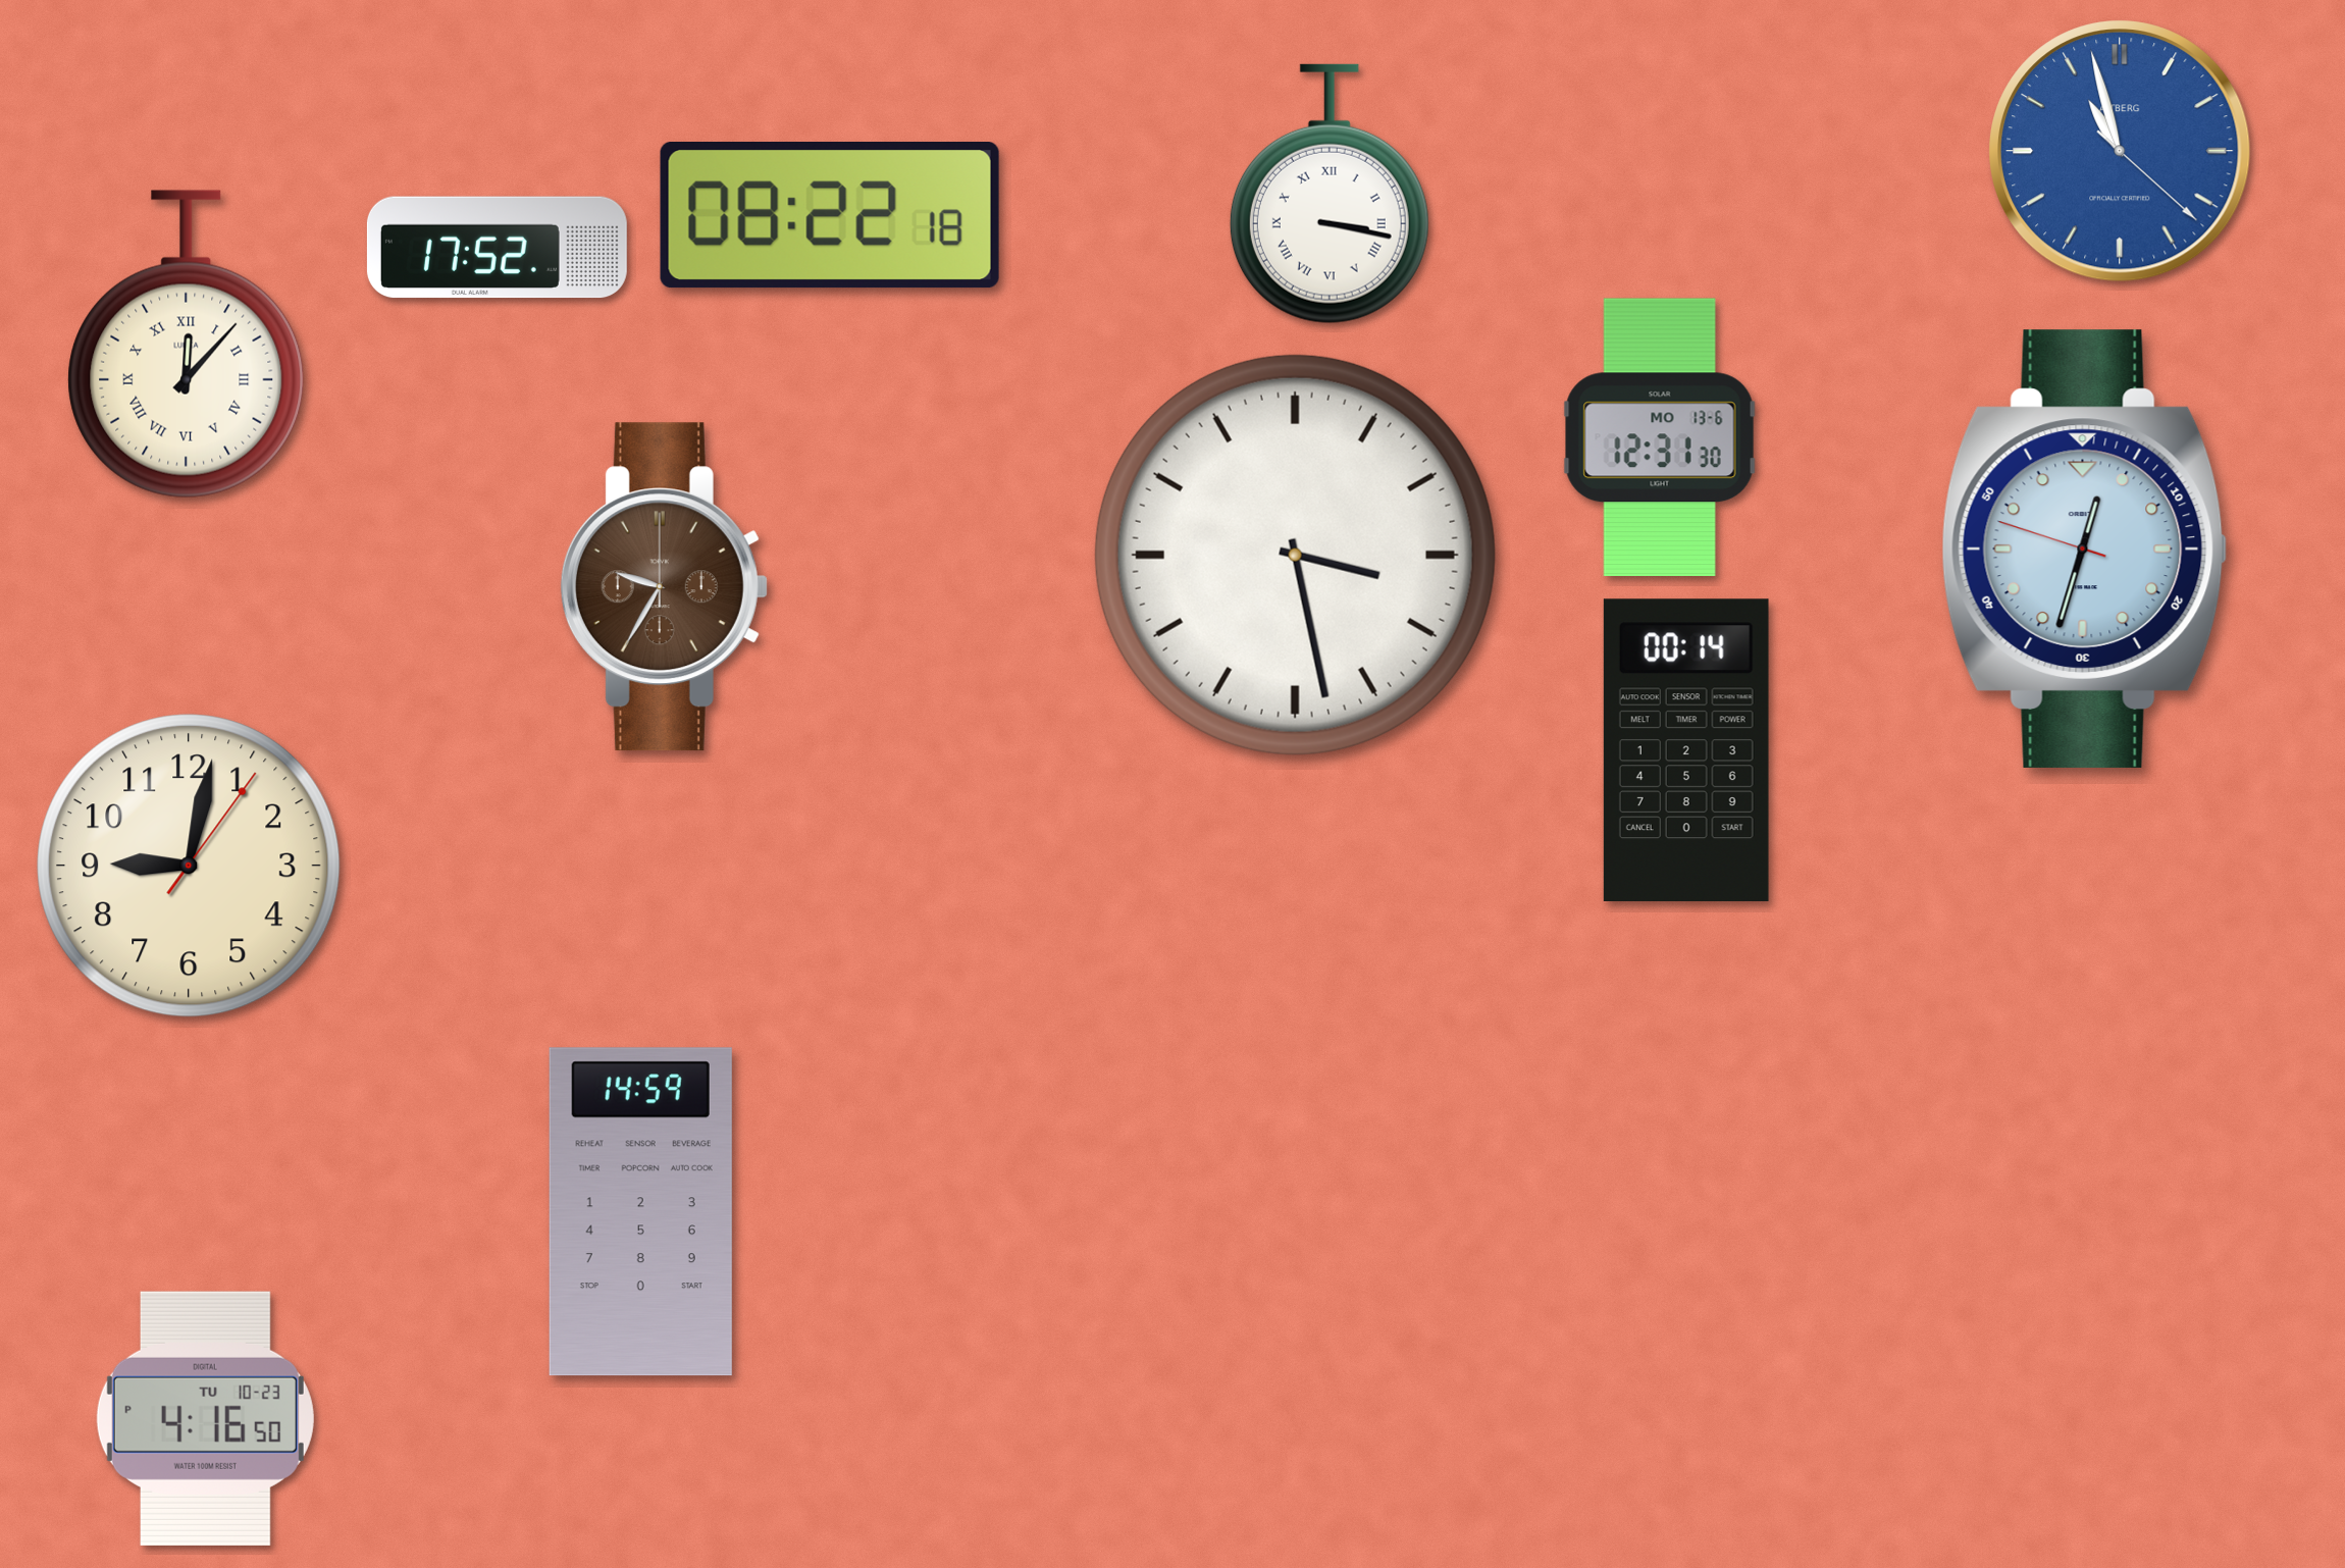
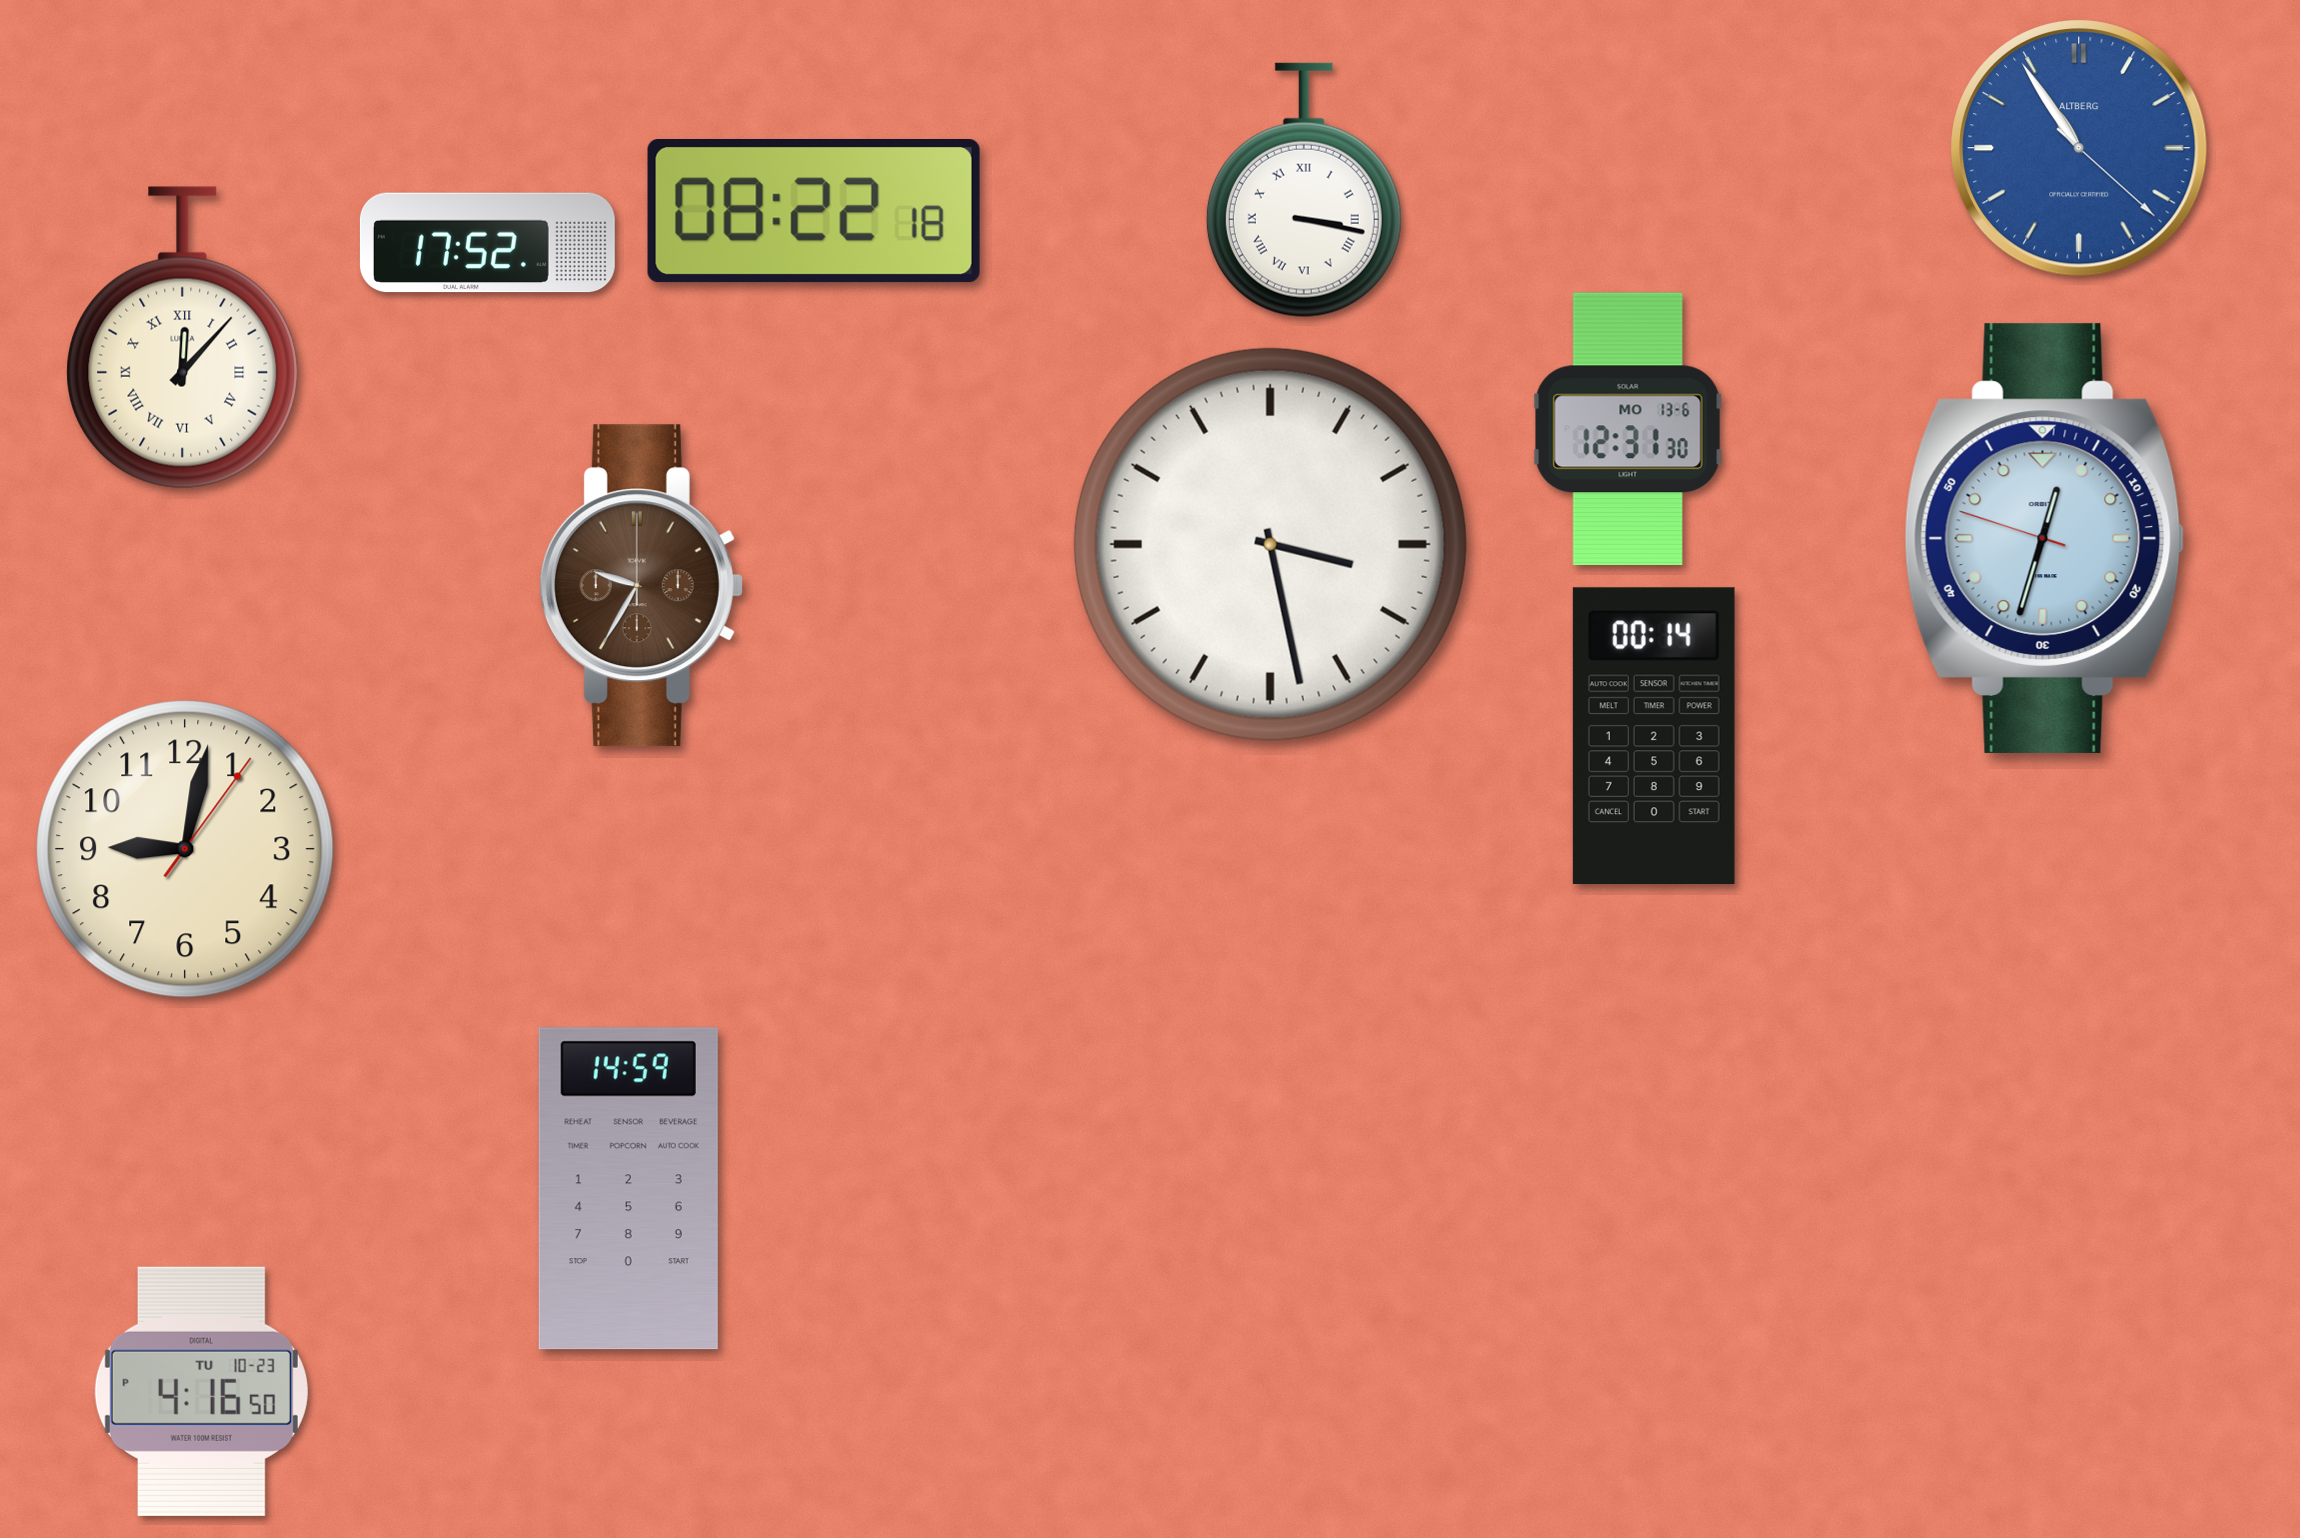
clock at (2120, 151): 10:57 -> 10:54
clock at (664, 587) position: (664, 587) -> (641, 586)
